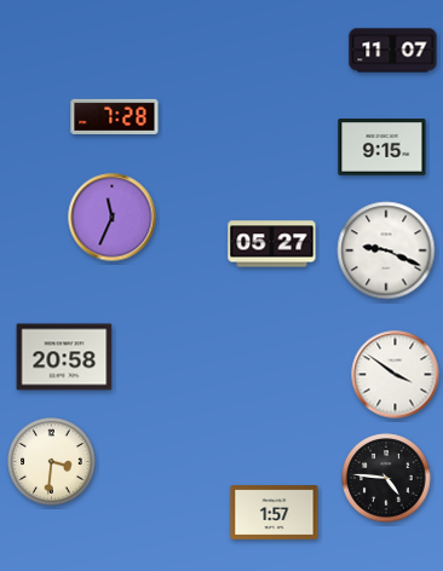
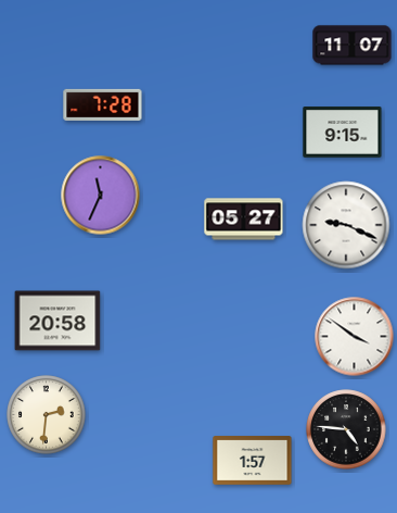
clock at (52, 462): 3:31 -> 2:31
clock at (275, 513) position: (275, 513) -> (253, 461)
